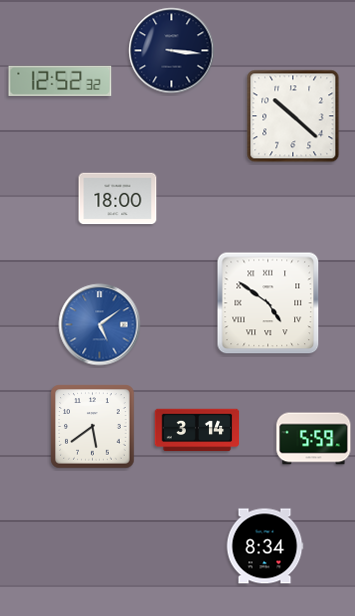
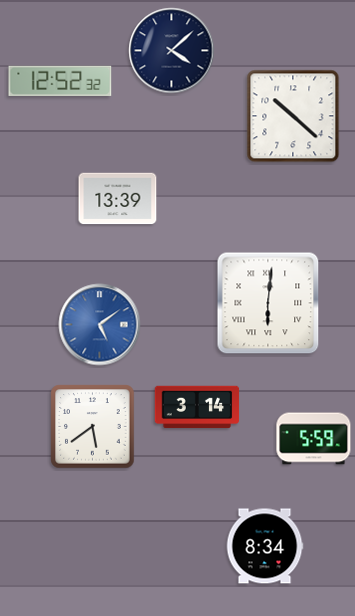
clock at (172, 51): 3:16 -> 4:08
clock at (118, 199): 18:00 -> 13:39
clock at (268, 303): 4:51 -> 6:01
clock at (197, 430) position: (197, 430) -> (197, 407)
